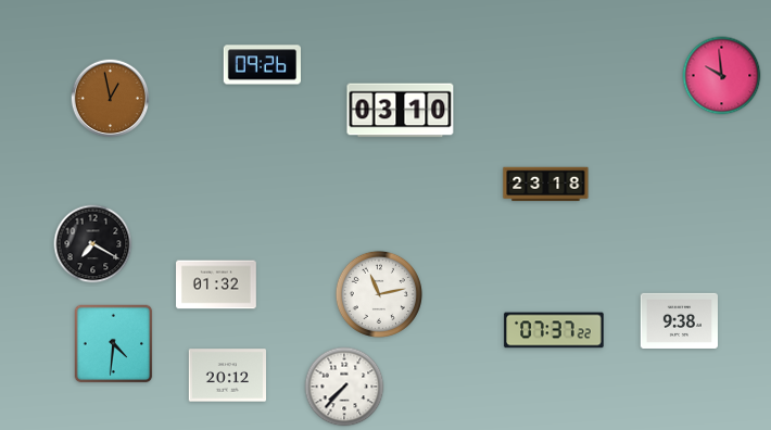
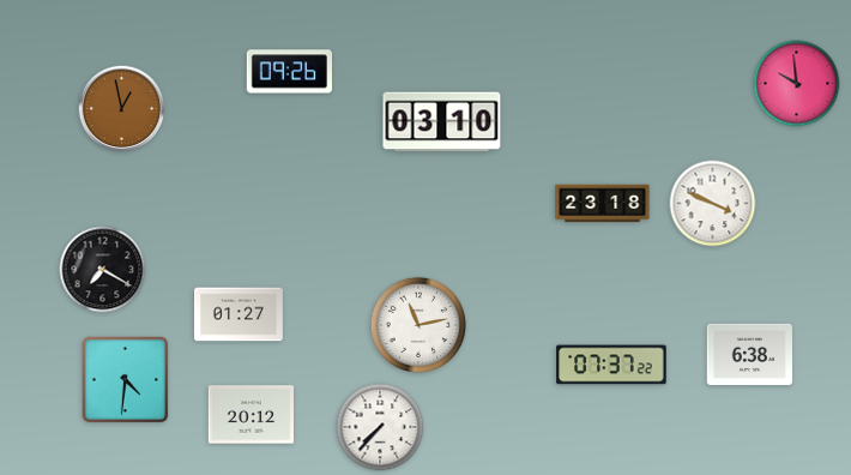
clock at (713, 204): none -> 3:49
clock at (217, 284): 01:32 -> 01:27
clock at (679, 320): 9:38 -> 6:38
